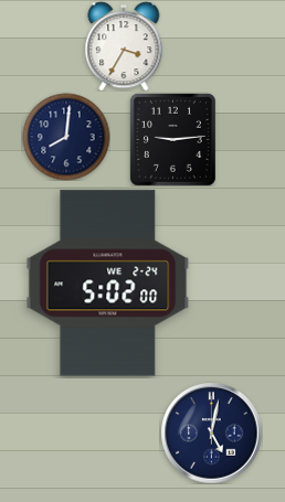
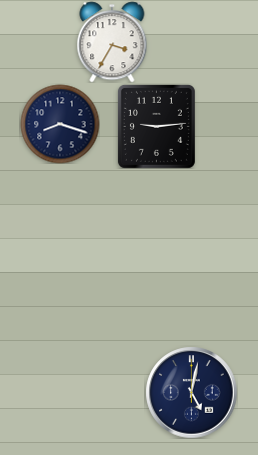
clock at (66, 137): 8:01 -> 8:18
clock at (108, 284): 5:02 -> none
